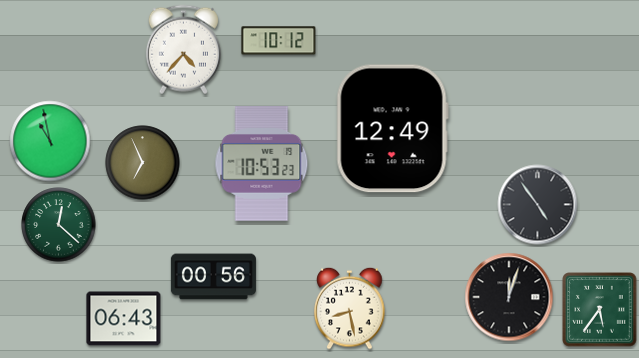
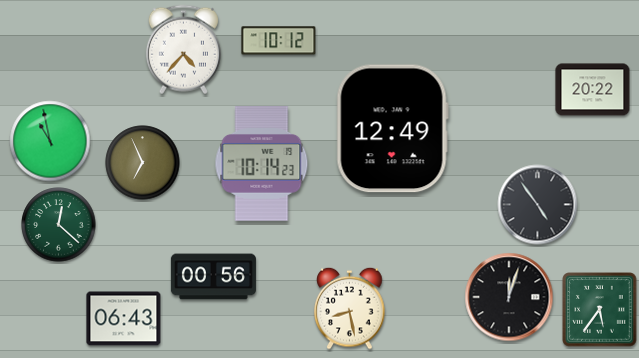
clock at (593, 90): none -> 20:22
clock at (262, 164): 10:53 -> 10:14
